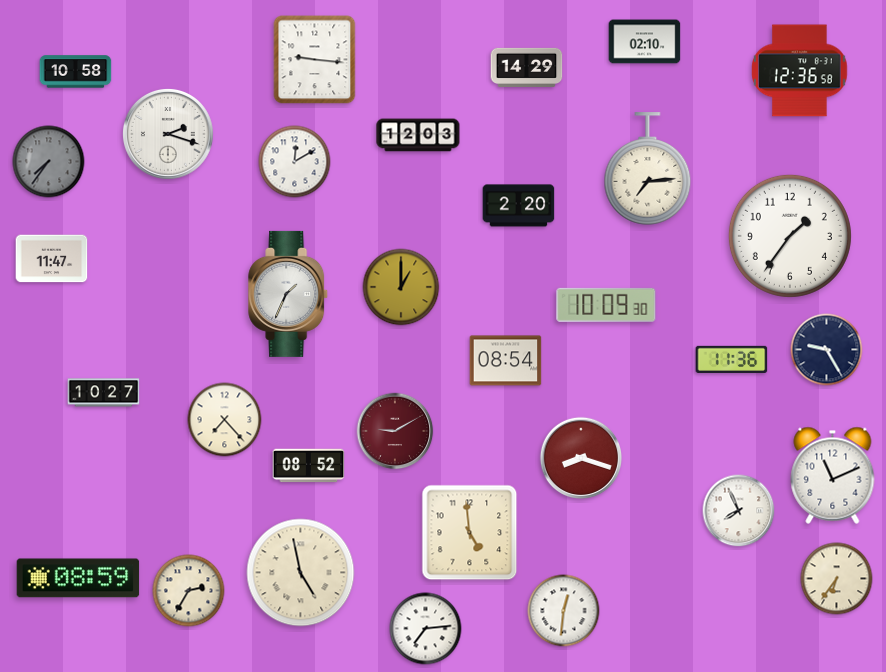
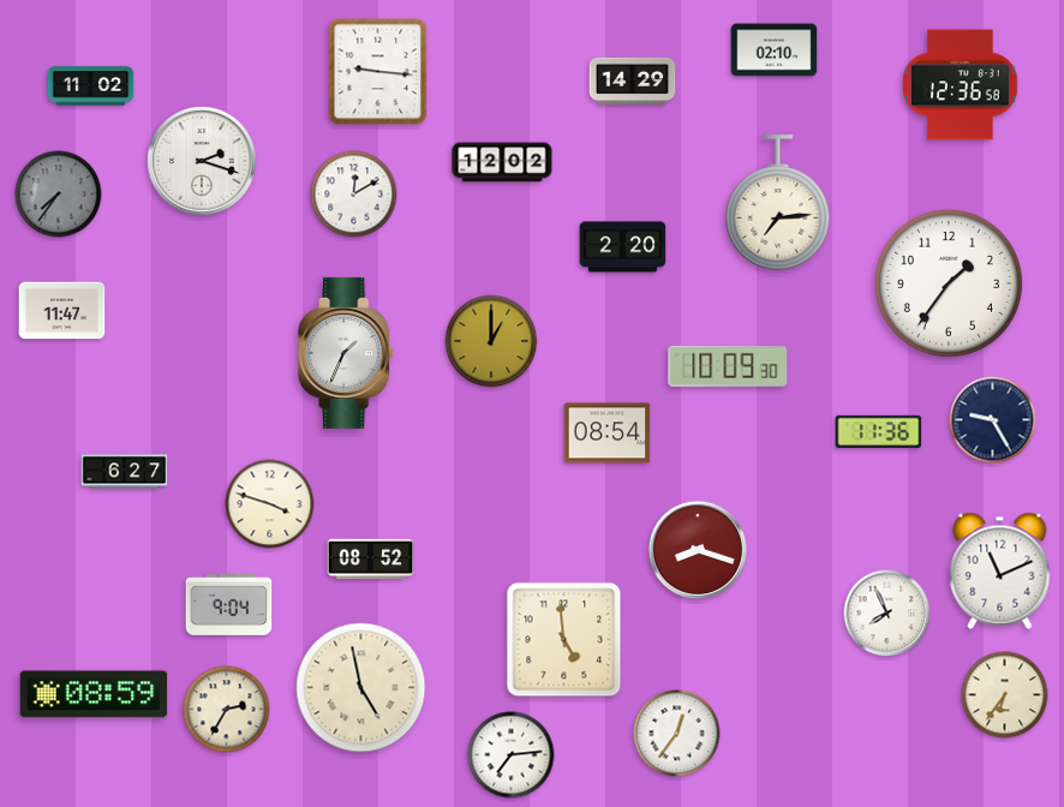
clock at (76, 72): 10:58 -> 11:02
clock at (418, 135): 12:03 -> 12:02
clock at (401, 287) position: (401, 287) -> (491, 341)
clock at (104, 393): 10:27 -> 6:27
clock at (225, 420): 7:23 -> 3:48
clock at (395, 431): 9:10 -> none
clock at (229, 604): none -> 9:04
clock at (564, 611): 12:31 -> 12:36
